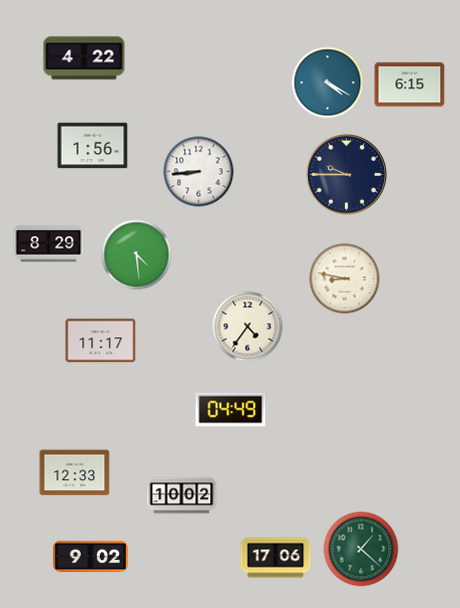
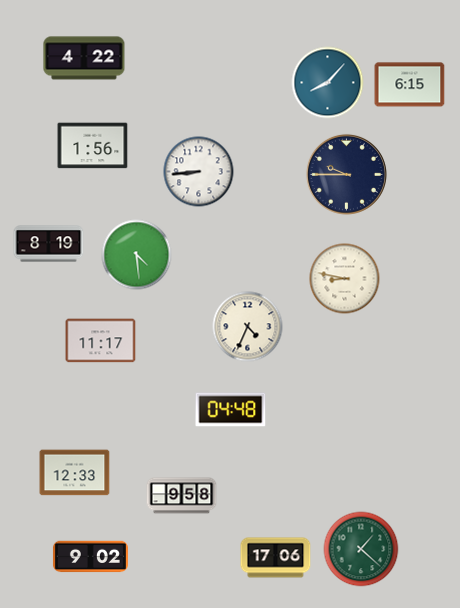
clock at (328, 83): 4:20 -> 8:07
clock at (49, 244): 8:29 -> 8:19
clock at (248, 327): 4:36 -> 4:34
clock at (231, 410): 04:49 -> 04:48
clock at (182, 496): 10:02 -> 9:58
